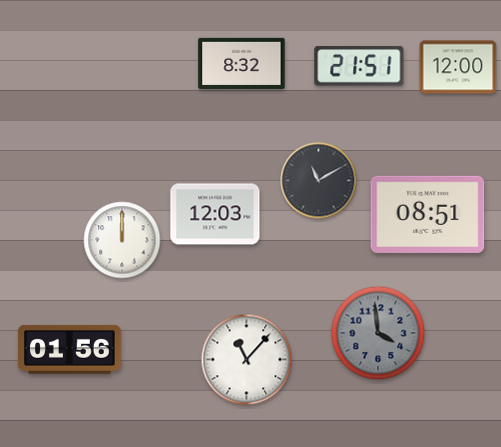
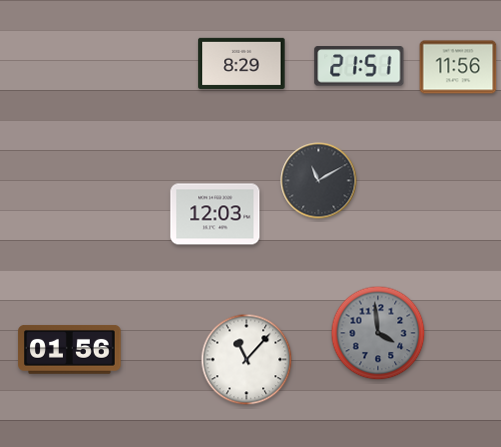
clock at (242, 63): 8:32 -> 8:29
clock at (458, 67): 12:00 -> 11:56
clock at (428, 214): 08:51 -> none
clock at (122, 240): 12:00 -> none
